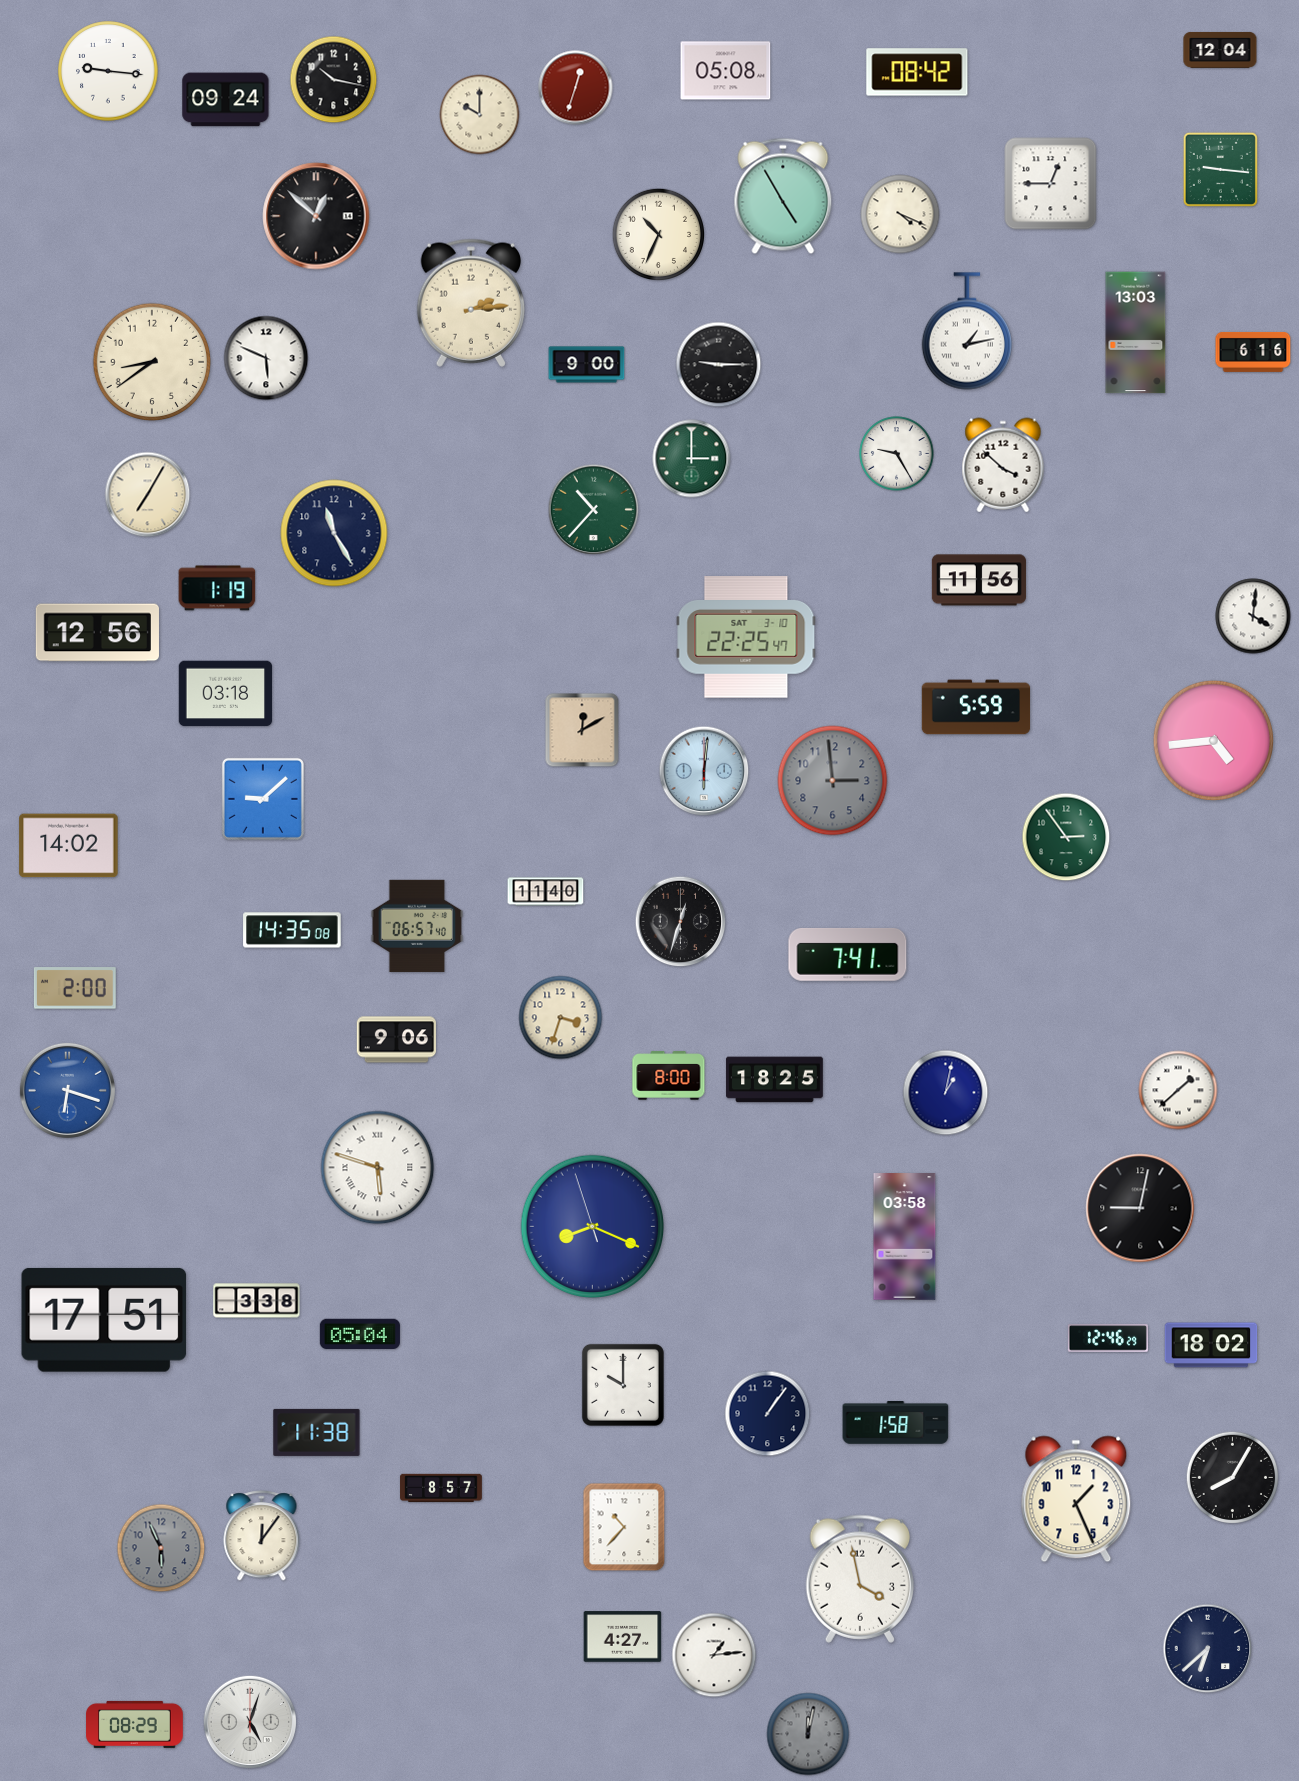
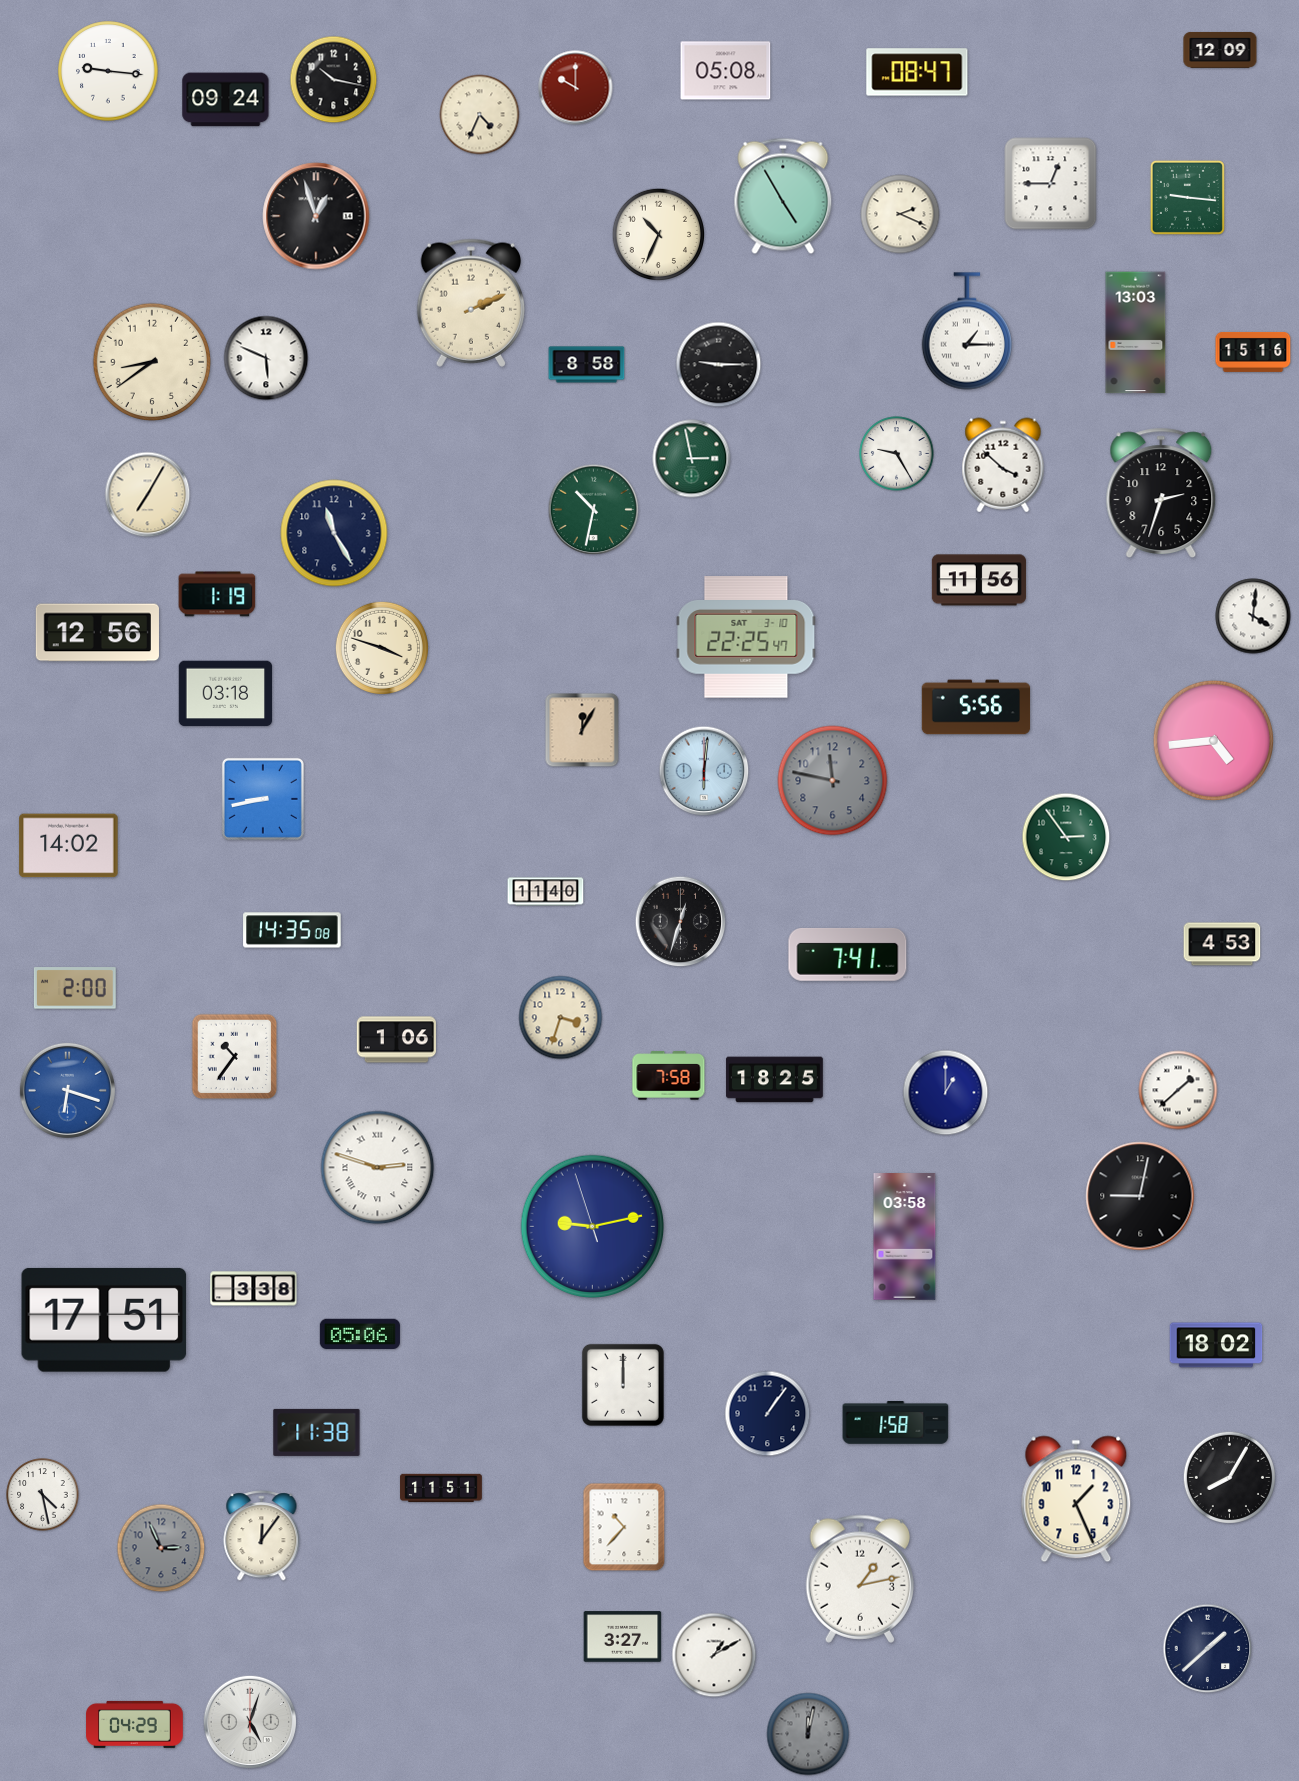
clock at (1220, 50): 12:04 -> 12:09
clock at (917, 72): 08:42 -> 08:47
clock at (576, 88): 12:33 -> 10:00
clock at (480, 115): 10:00 -> 4:34
clock at (1220, 169) position: (1220, 169) -> (1187, 197)
clock at (900, 214): 4:19 -> 2:19
clock at (316, 216): 12:52 -> 12:57
clock at (470, 303): 2:14 -> 2:11
clock at (966, 331): 1:13 -> 1:15
clock at (1253, 352): 6:16 -> 15:16
clock at (587, 365): 9:00 -> 8:58
clock at (692, 459): 3:00 -> 2:58
clock at (1161, 492): none -> 2:33
clock at (594, 510): 10:37 -> 10:32
clock at (217, 588) position: (217, 588) -> (217, 594)
clock at (382, 648): none -> 3:48
clock at (976, 707): 5:59 -> 5:56
clock at (582, 730): 12:10 -> 12:05
clock at (833, 781): 2:59 -> 11:47
clock at (263, 799): 9:08 -> 8:43
clock at (417, 926): 06:57 -> none
clock at (1222, 944): none -> 4:53
clock at (396, 1040): 9:06 -> 1:06
clock at (235, 1057): none -> 10:36
clock at (669, 1076): 8:00 -> 7:58
clock at (946, 1093): 1:02 -> 1:00
clock at (378, 1168): 5:48 -> 2:48
clock at (1140, 1208) position: (1140, 1208) -> (1140, 1196)
clock at (593, 1227): 8:18 -> 9:12
clock at (257, 1301) position: (257, 1301) -> (254, 1289)
clock at (360, 1333): 05:04 -> 05:06
clock at (1108, 1338): 12:46 -> none
clock at (1211, 1345) position: (1211, 1345) -> (1216, 1345)
clock at (623, 1385): 10:00 -> 12:00
clock at (1232, 1477) position: (1232, 1477) -> (1229, 1477)
clock at (441, 1488): 8:57 -> 11:51
clock at (43, 1495): none -> 4:28
clock at (161, 1548): 5:56 -> 2:56
clock at (859, 1579): 3:58 -> 1:13
clock at (623, 1637): 4:27 -> 3:27
clock at (1208, 1649): 6:38 -> 1:38
clock at (714, 1655): 1:14 -> 1:10
clock at (135, 1724): 08:29 -> 04:29
